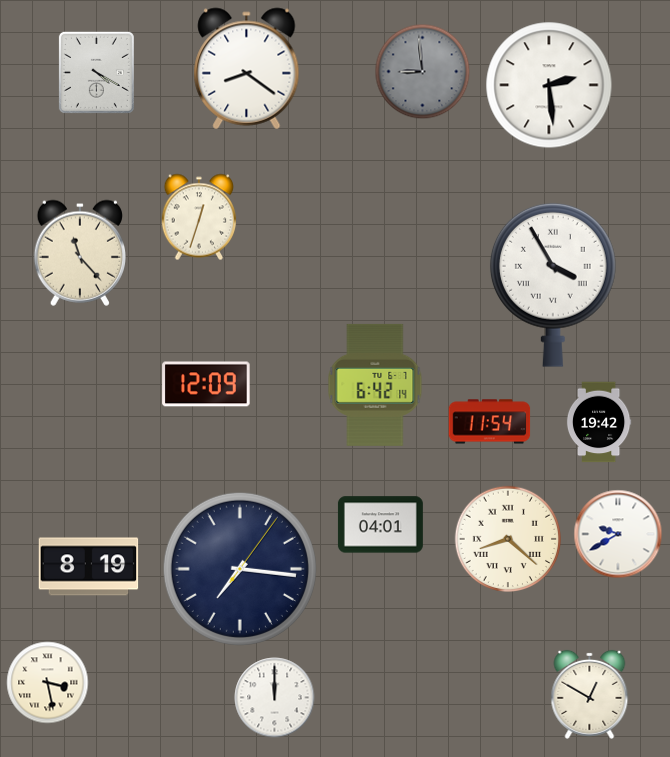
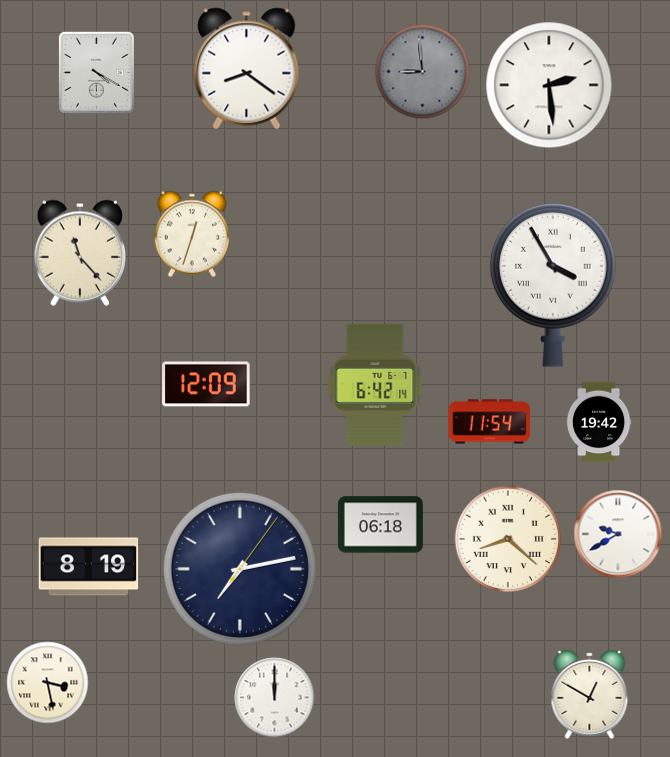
clock at (198, 217) position: (198, 217) -> (191, 234)
clock at (380, 525): 04:01 -> 06:18
clock at (240, 569): 7:16 -> 7:13
